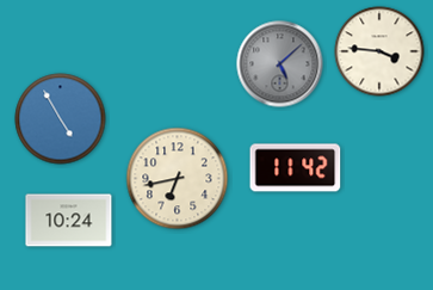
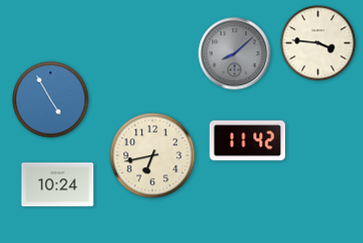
clock at (280, 64): 5:08 -> 8:08
clock at (178, 179) position: (178, 179) -> (153, 156)
